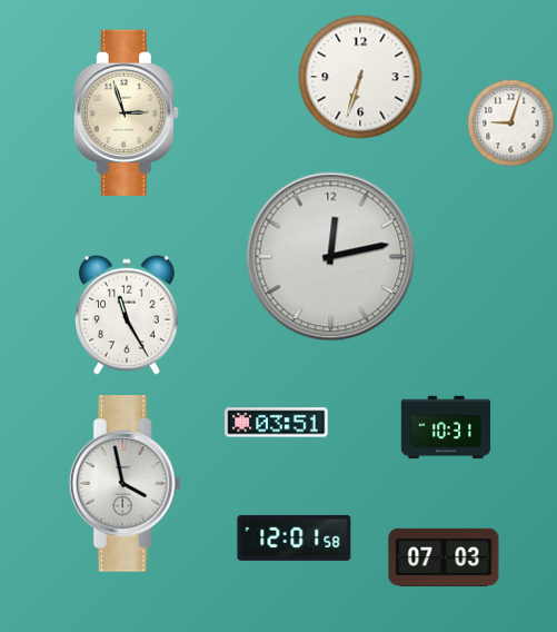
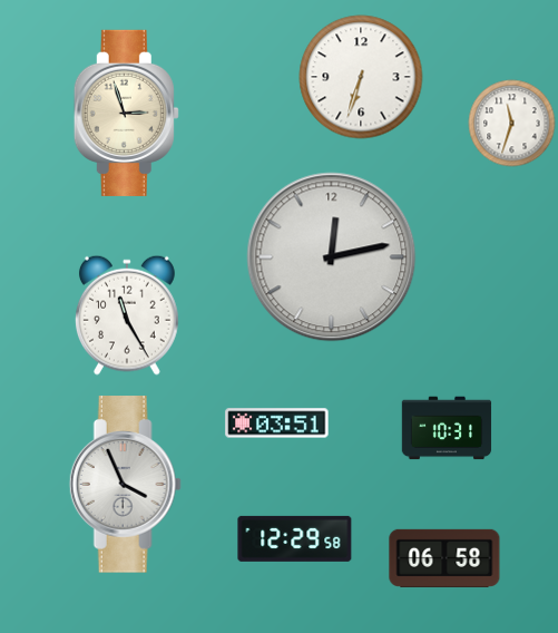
clock at (511, 124): 9:03 -> 11:33
clock at (125, 484): 3:58 -> 3:56
clock at (295, 537): 12:01 -> 12:29
clock at (444, 557): 07:03 -> 06:58
